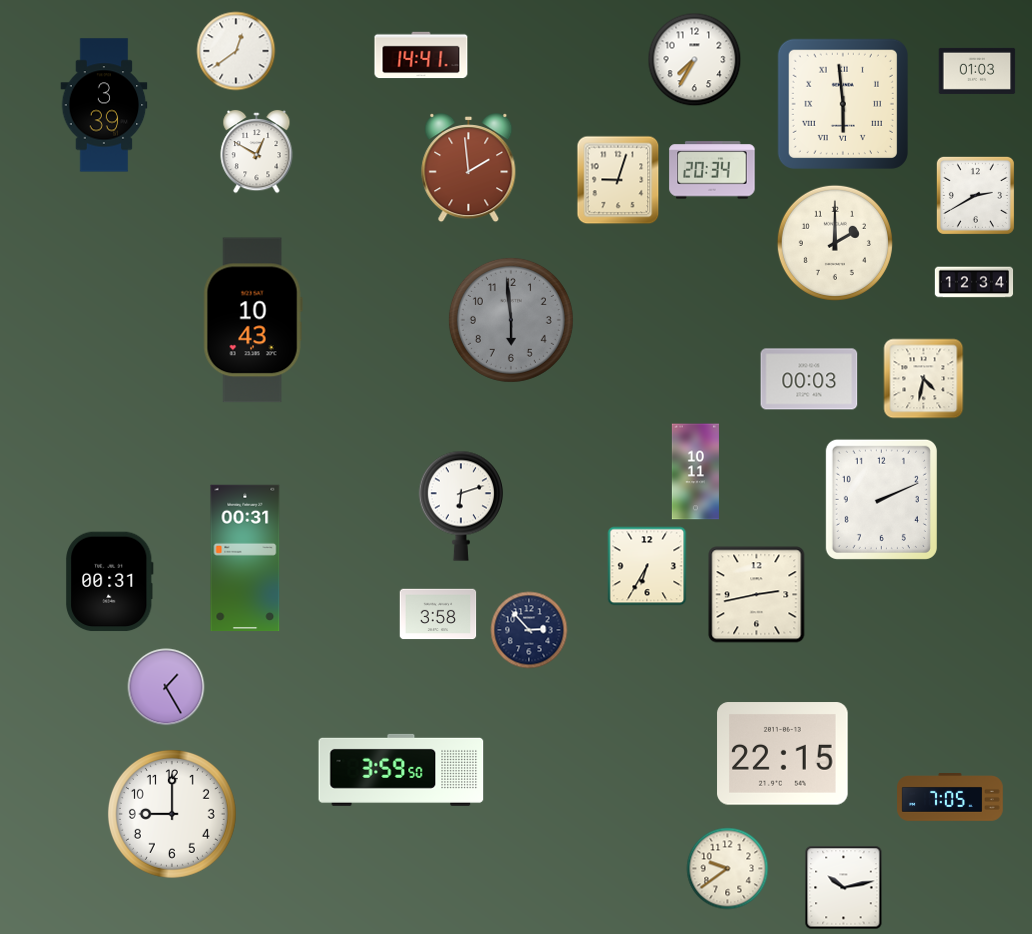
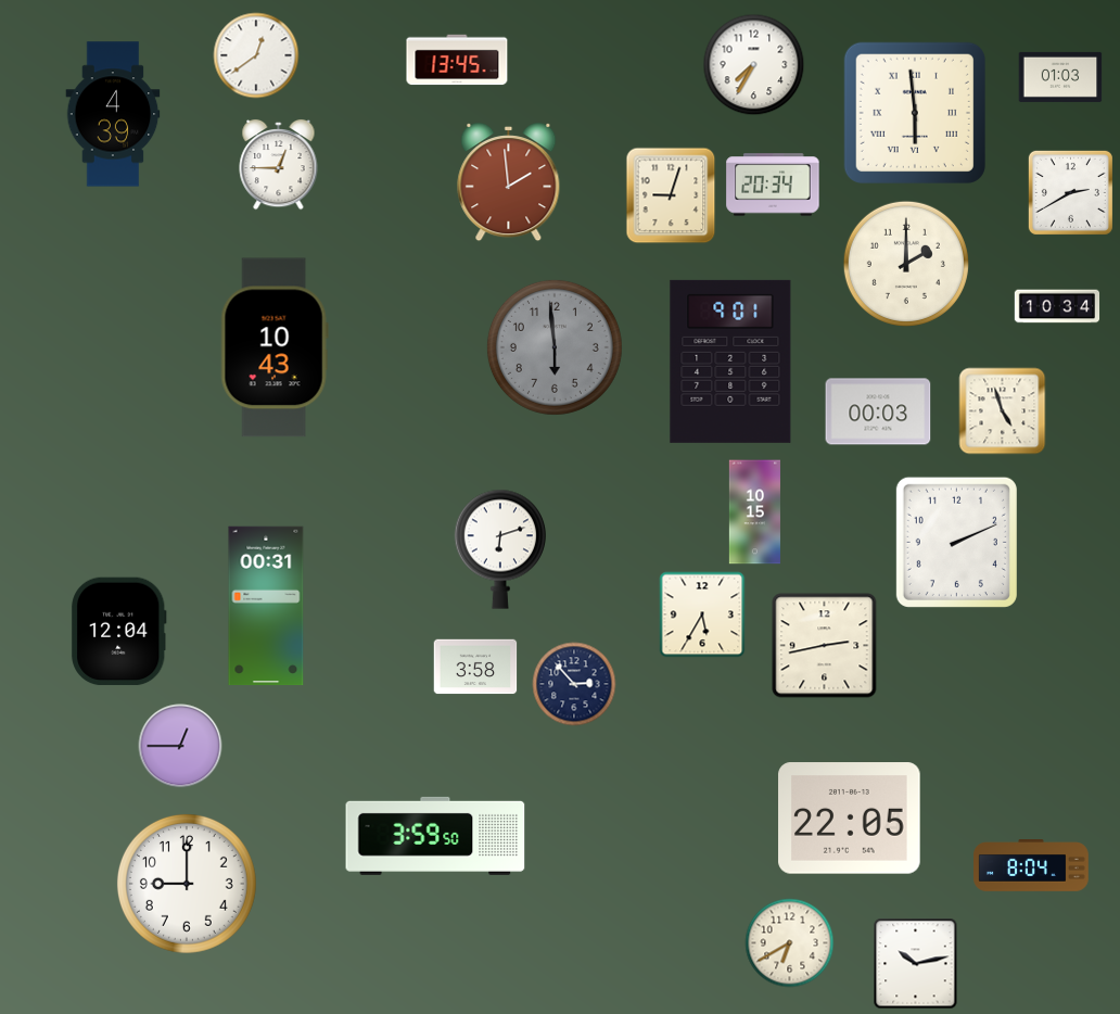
clock at (421, 55): 14:41 -> 13:45
clock at (104, 105): 3:39 -> 4:39
clock at (257, 152): 12:50 -> 12:45
clock at (975, 195) position: (975, 195) -> (1070, 192)
clock at (974, 282): 12:34 -> 10:34
clock at (730, 362): none -> 9:01
clock at (924, 379): 4:32 -> 4:57
clock at (695, 472): 10:11 -> 10:15
clock at (647, 566): 6:35 -> 5:35
clock at (110, 582): 00:31 -> 12:04
clock at (757, 595) position: (757, 595) -> (825, 646)
clock at (166, 687): 1:25 -> 12:45
clock at (783, 754): 22:15 -> 22:05
clock at (950, 798): 7:05 -> 8:04
clock at (728, 869): 9:39 -> 6:40
